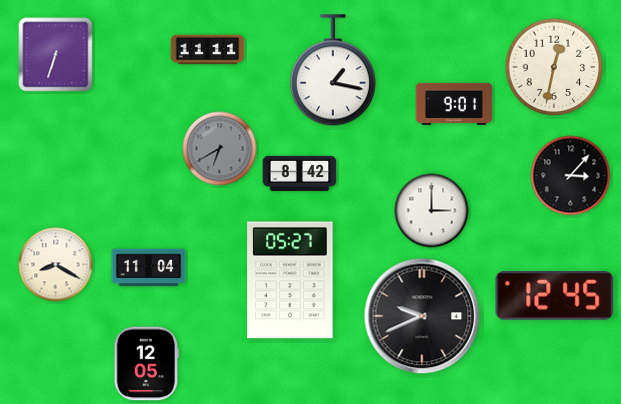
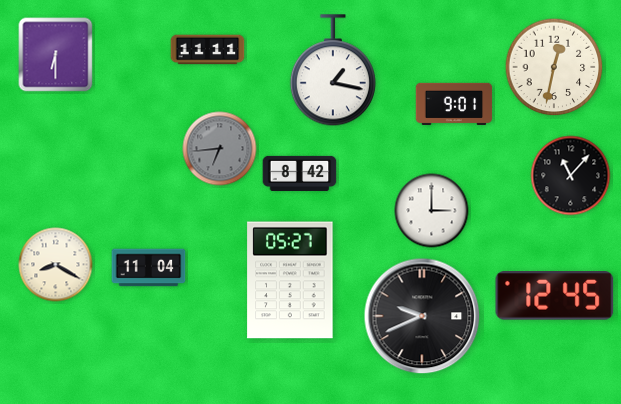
clock at (56, 55): 6:33 -> 6:30
clock at (220, 149): 6:40 -> 6:44
clock at (571, 176): 3:07 -> 11:07
clock at (147, 364): 12:05 -> none
